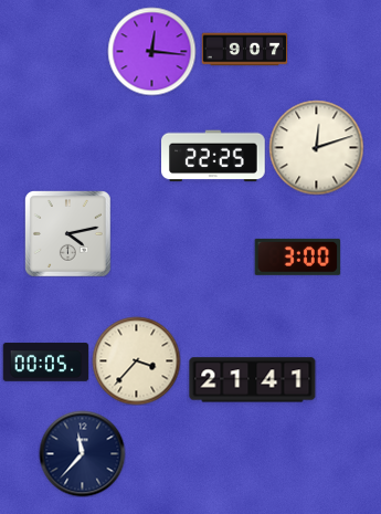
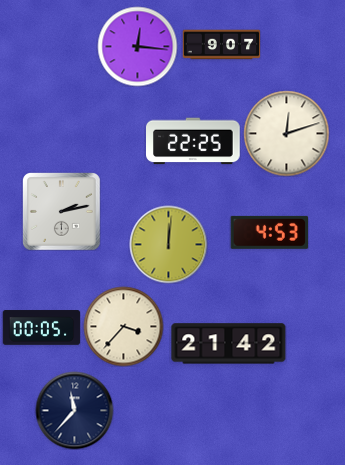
clock at (68, 234): 4:13 -> 2:13
clock at (297, 256): 3:00 -> 4:53
clock at (168, 244): none -> 12:01
clock at (253, 380): 21:41 -> 21:42
